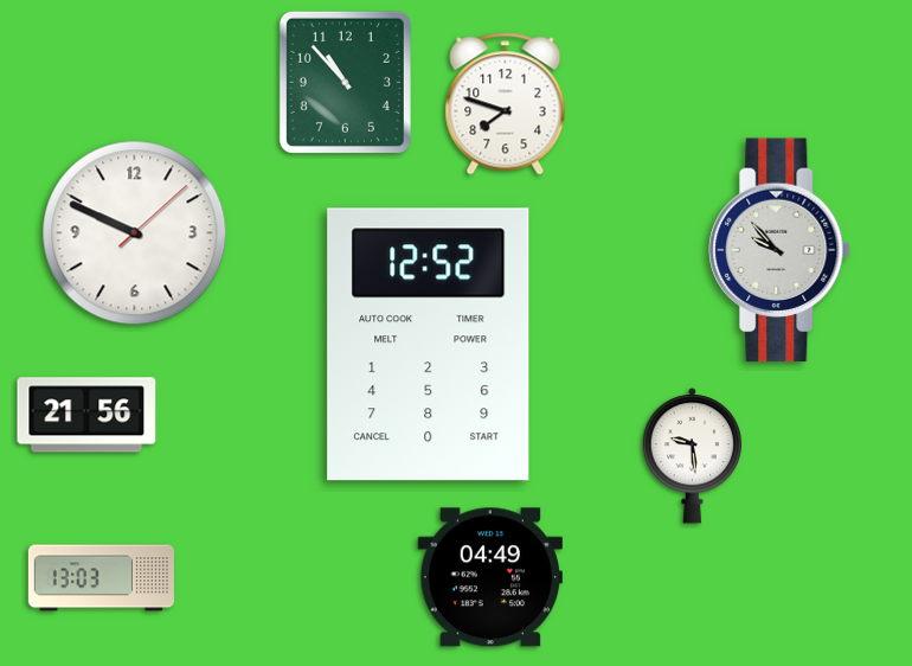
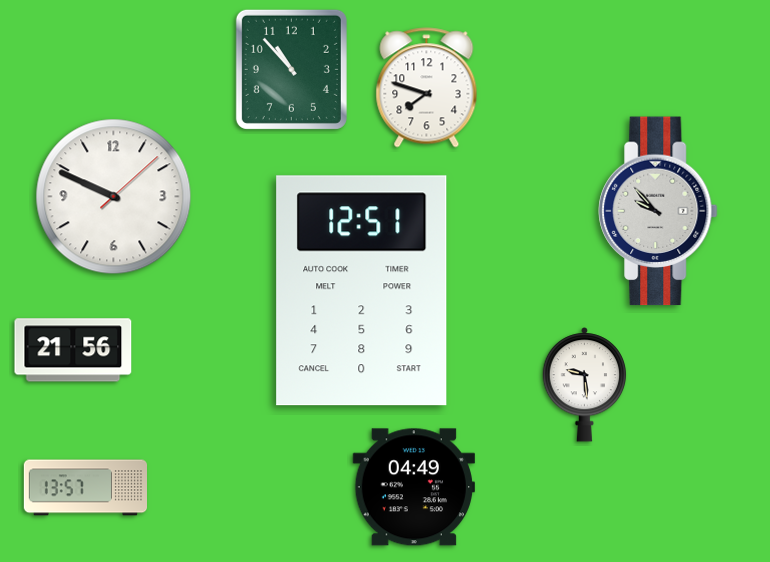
clock at (429, 345): 12:52 -> 12:51
clock at (102, 578): 13:03 -> 13:57
